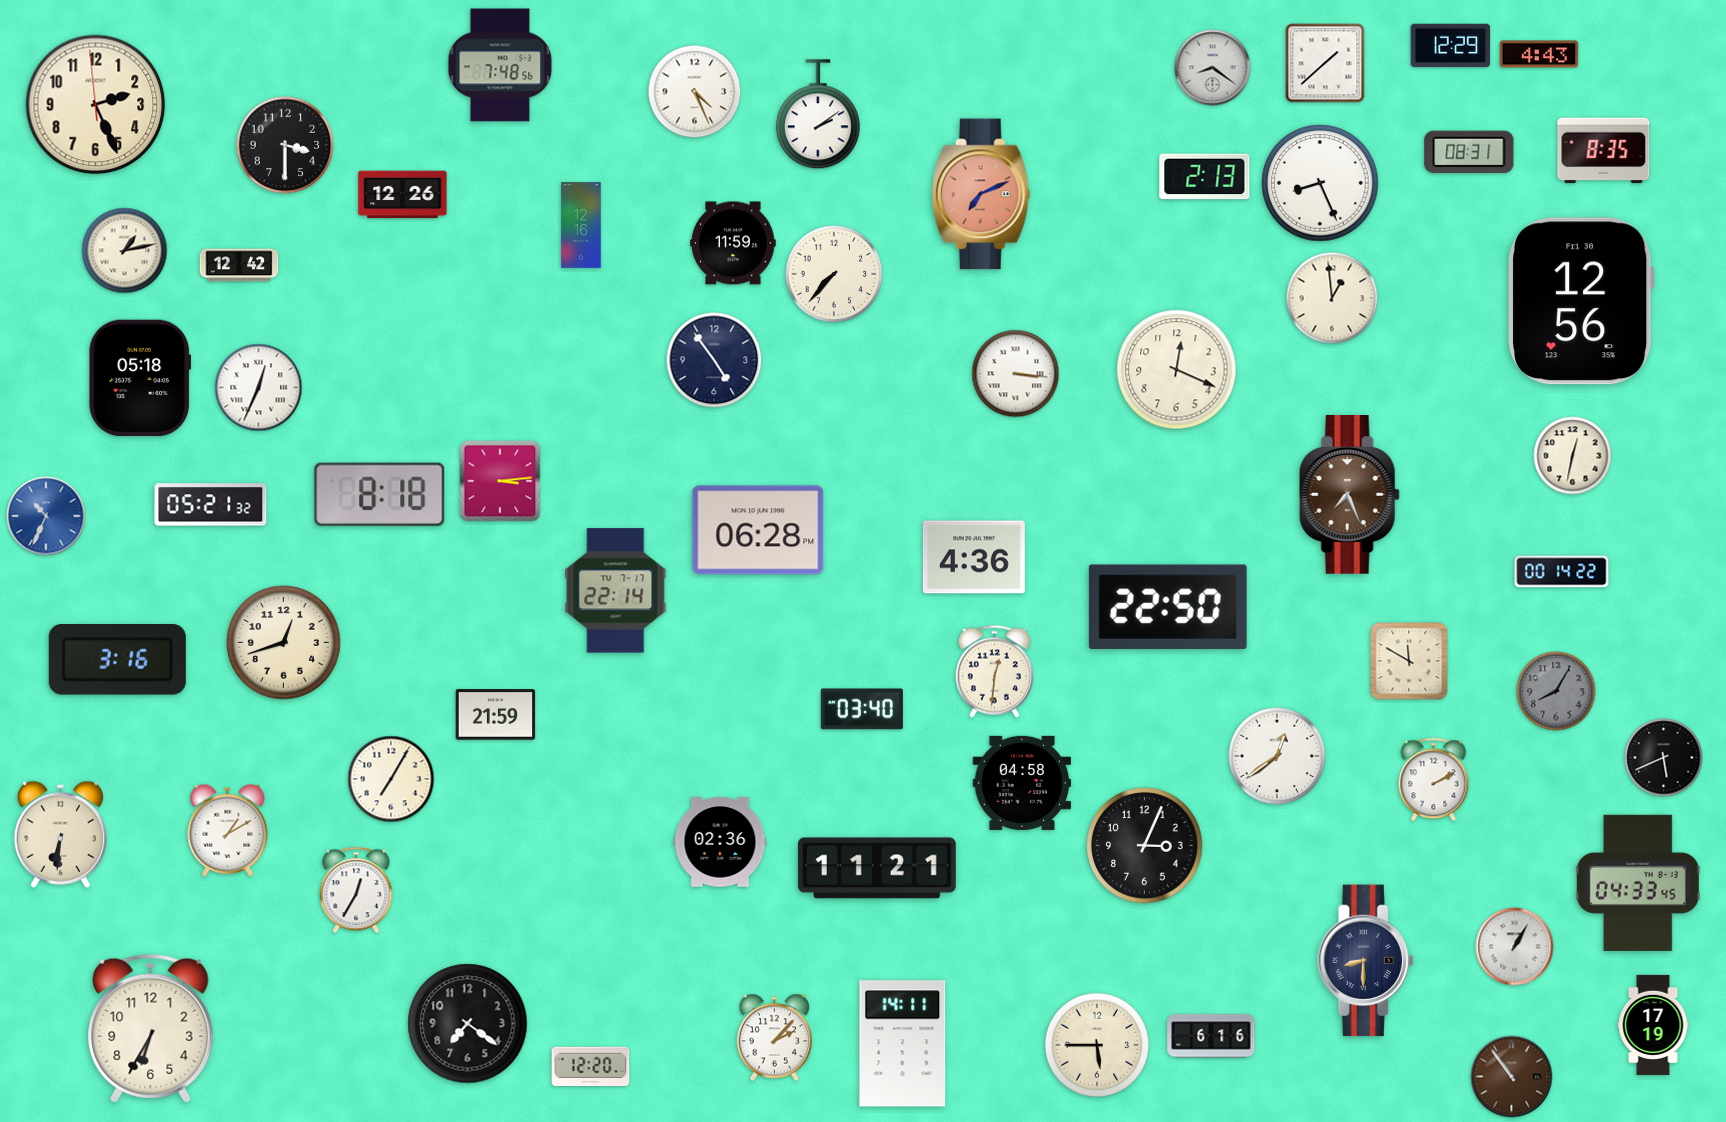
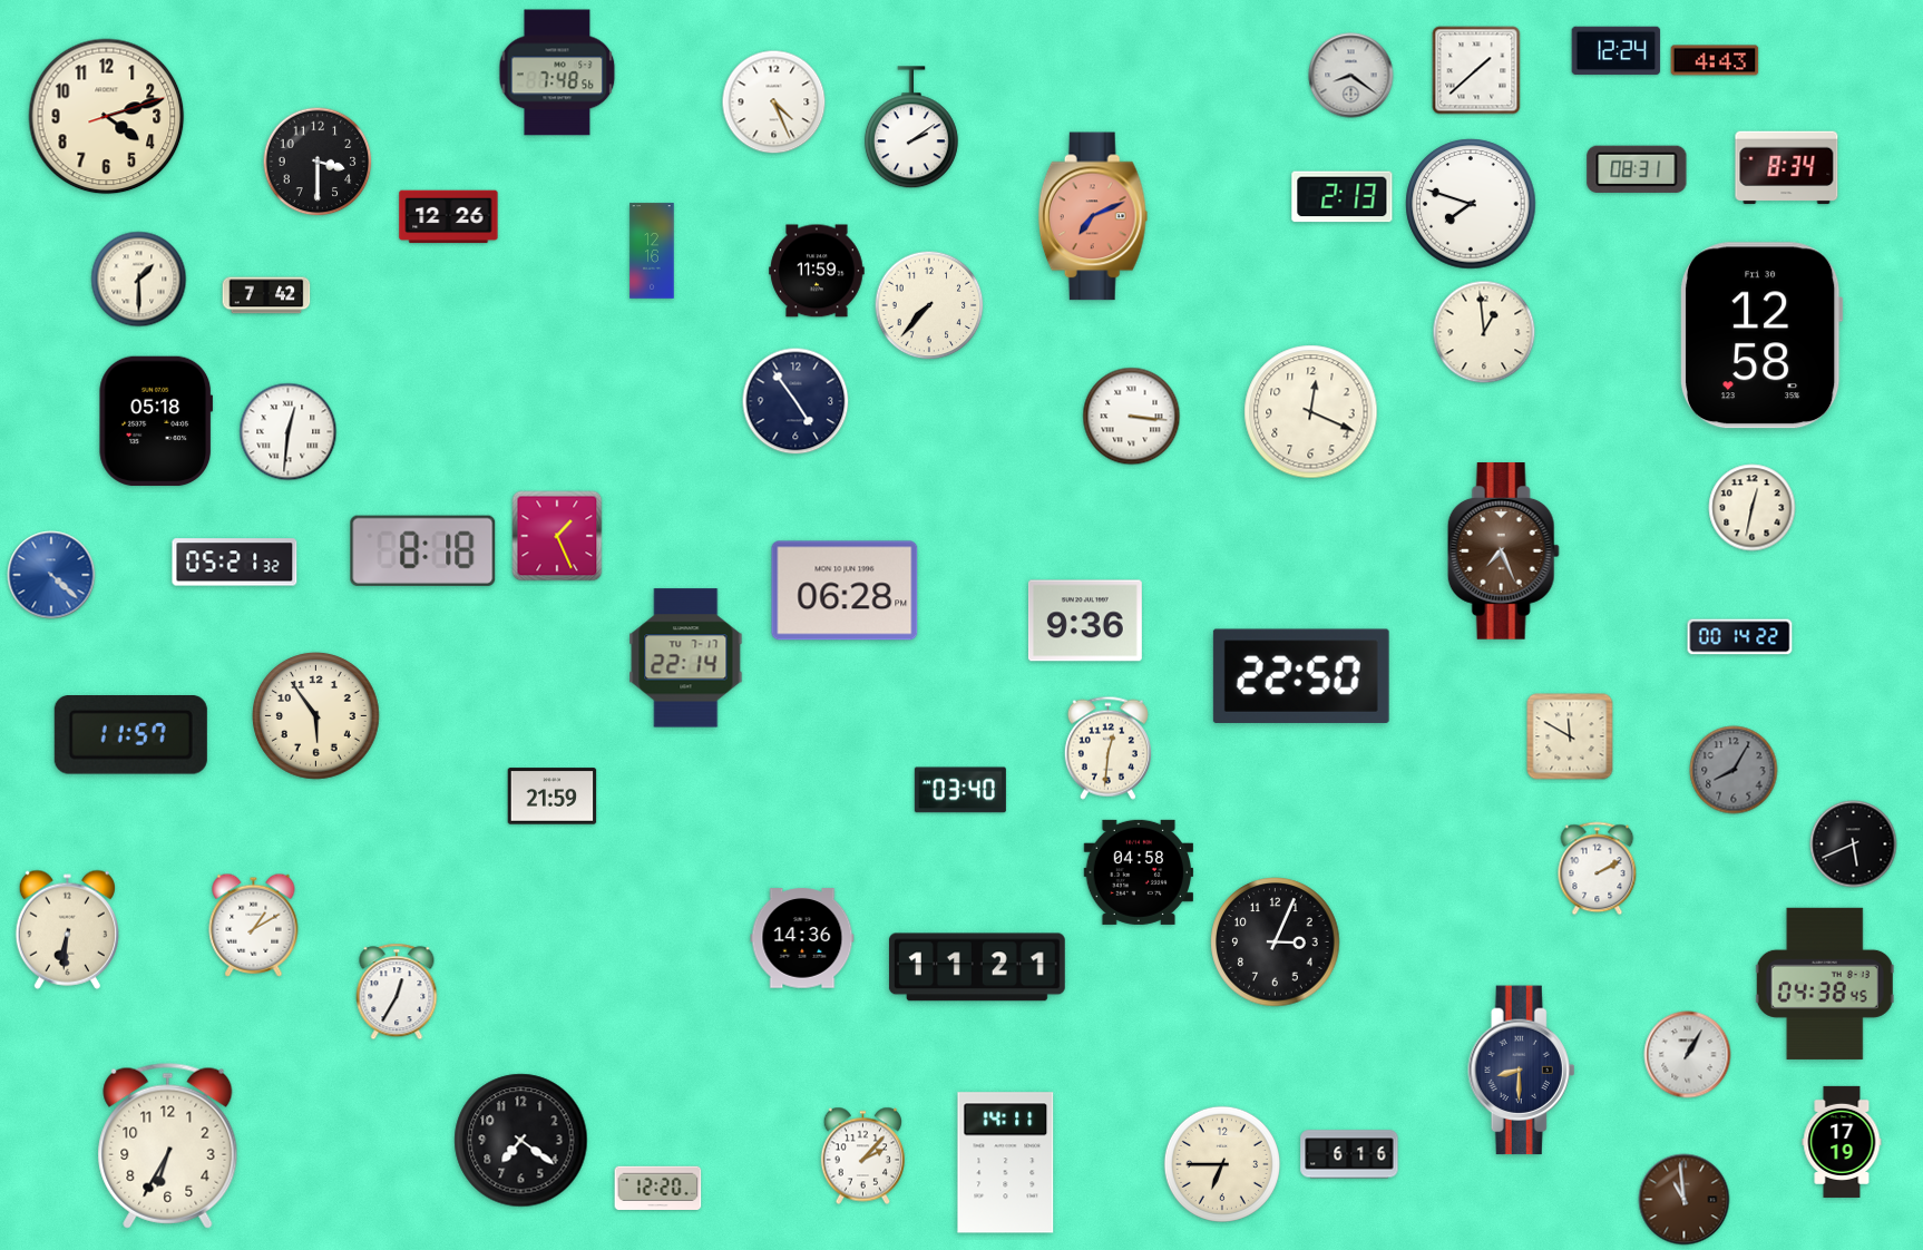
clock at (1451, 46): 12:29 -> 12:24
clock at (96, 105): 2:25 -> 4:12
clock at (1604, 151): 8:35 -> 8:34
clock at (1320, 183): 8:26 -> 7:48
clock at (581, 225) position: (581, 225) -> (652, 251)
clock at (125, 251): 1:13 -> 1:30
clock at (239, 265): 12:42 -> 7:42
clock at (1581, 301): 12:56 -> 12:58
clock at (259, 388): 12:34 -> 12:31
clock at (500, 481): 3:14 -> 1:26
clock at (46, 516): 10:34 -> 4:22
clock at (974, 557): 4:36 -> 9:36
clock at (284, 643): 12:42 -> 5:54
clock at (117, 660): 3:16 -> 11:57
clock at (1277, 756): 12:39 -> none
clock at (391, 779): 7:05 -> none
clock at (720, 842): 02:36 -> 14:36
clock at (1638, 883): 04:33 -> 04:38
clock at (1097, 1045): 5:45 -> 6:45
clock at (1512, 1077): 10:54 -> 10:59
